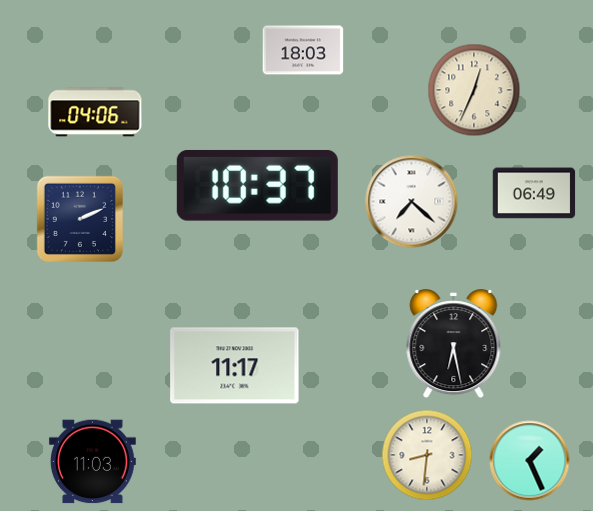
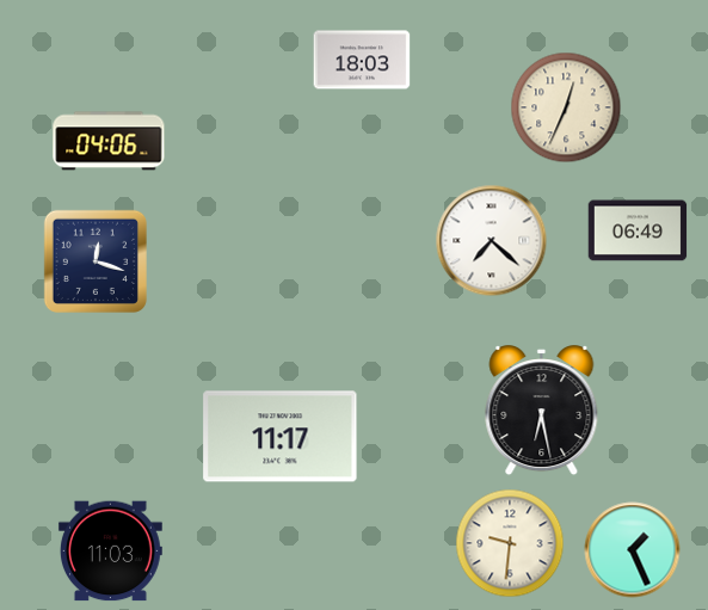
clock at (95, 112) position: (95, 112) -> (109, 141)
clock at (257, 185): 10:37 -> none
clock at (80, 219): 2:11 -> 12:18
clock at (427, 455): 8:31 -> 9:31
